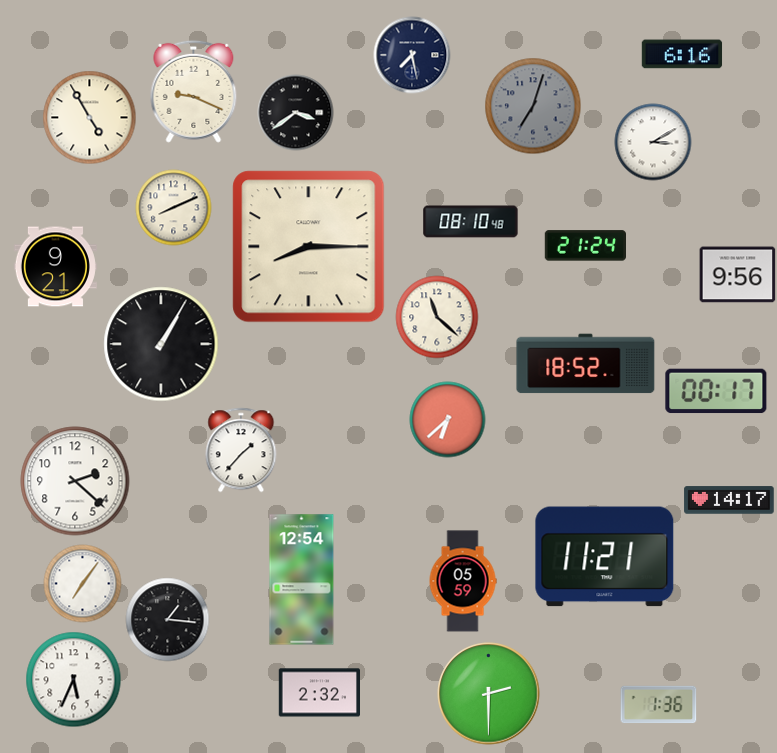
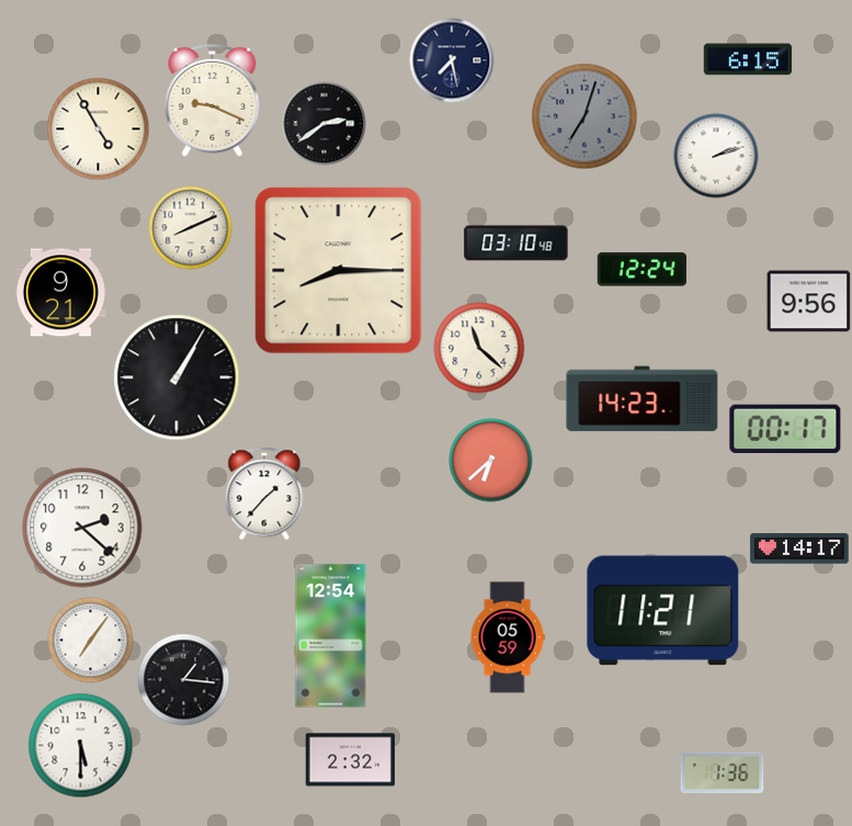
clock at (682, 54): 6:16 -> 6:15
clock at (296, 113): 3:39 -> 2:39
clock at (653, 142): 3:10 -> 2:12
clock at (471, 222): 08:10 -> 03:10
clock at (585, 246): 21:24 -> 12:24
clock at (586, 364): 18:52 -> 14:23
clock at (74, 680): 5:34 -> 5:30
clock at (489, 694): 2:30 -> none
